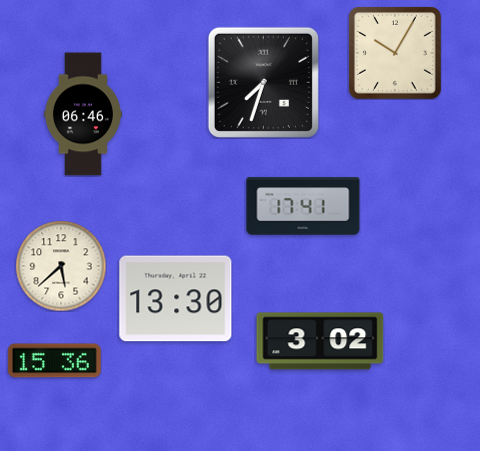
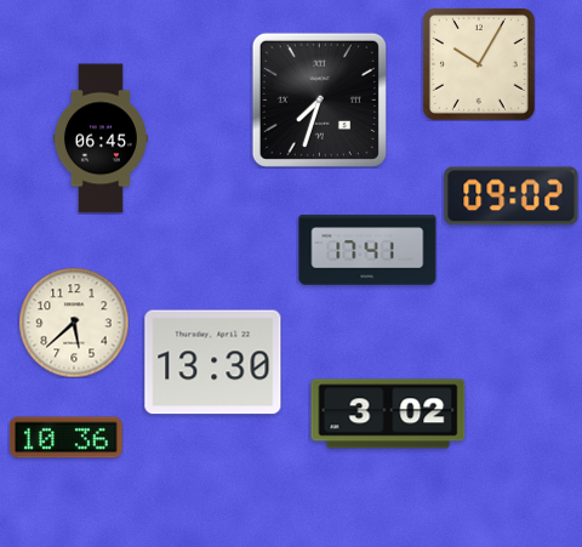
clock at (83, 114): 06:46 -> 06:45
clock at (512, 196): none -> 09:02
clock at (55, 361): 15:36 -> 10:36
